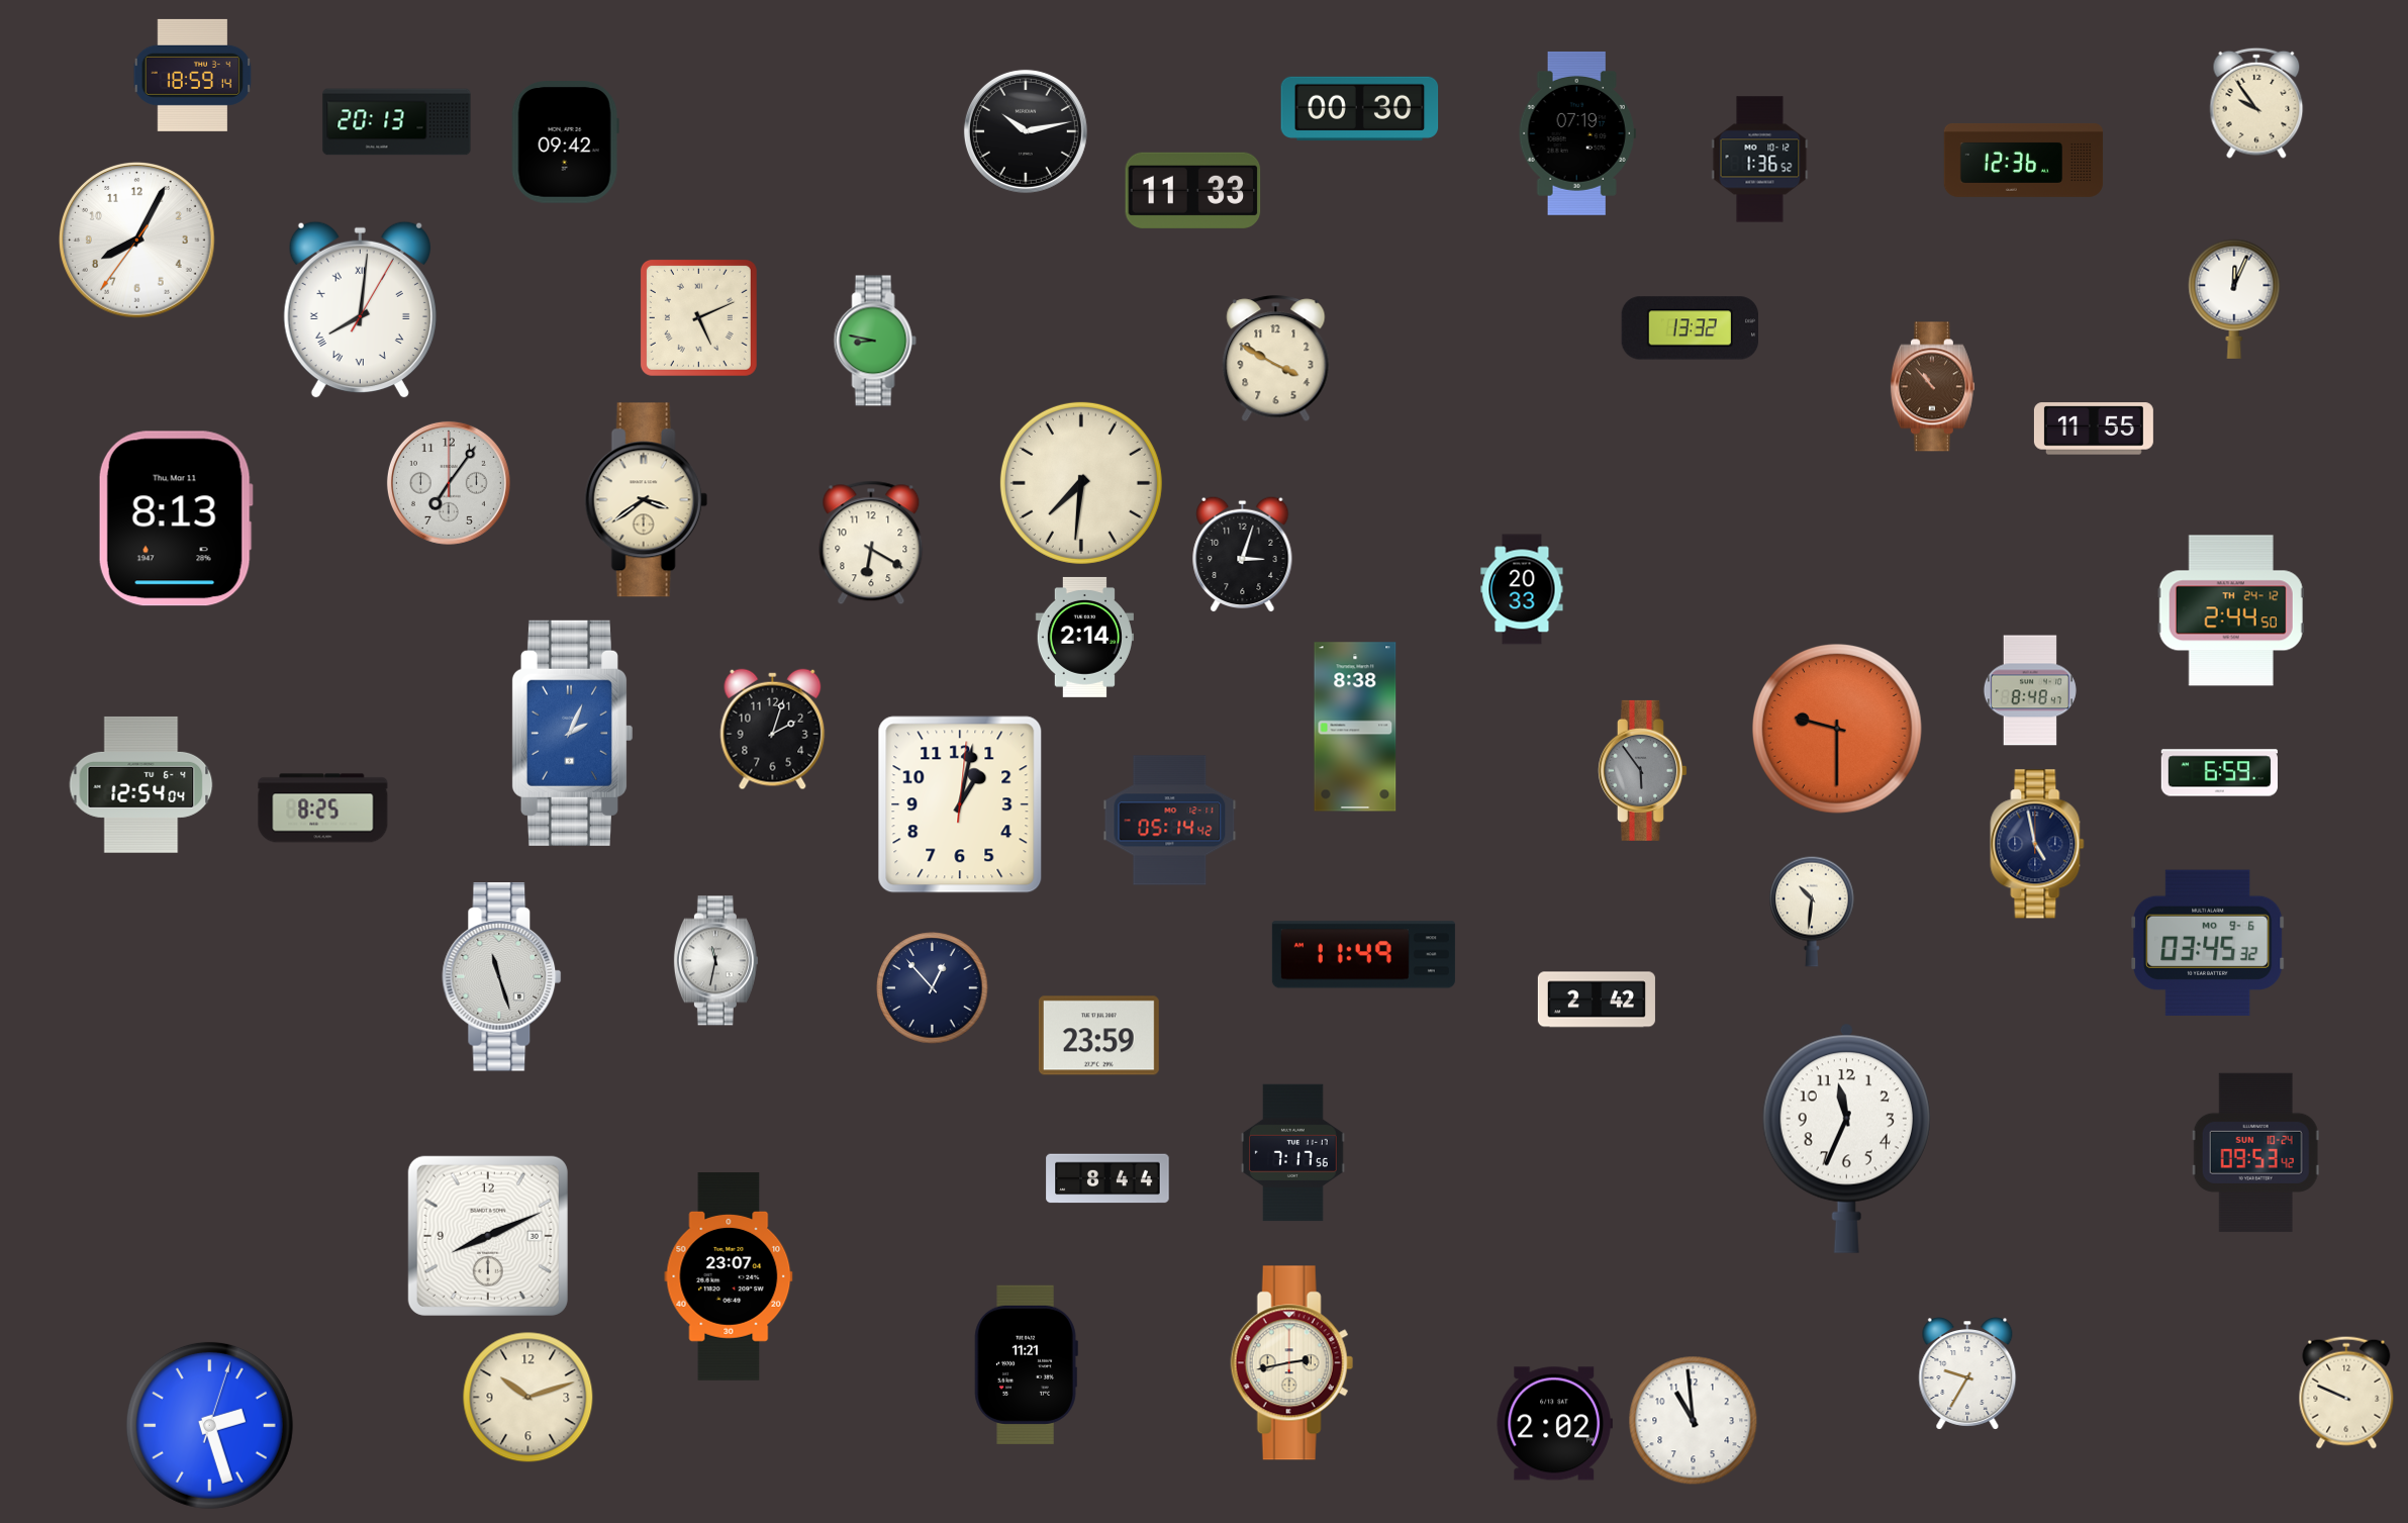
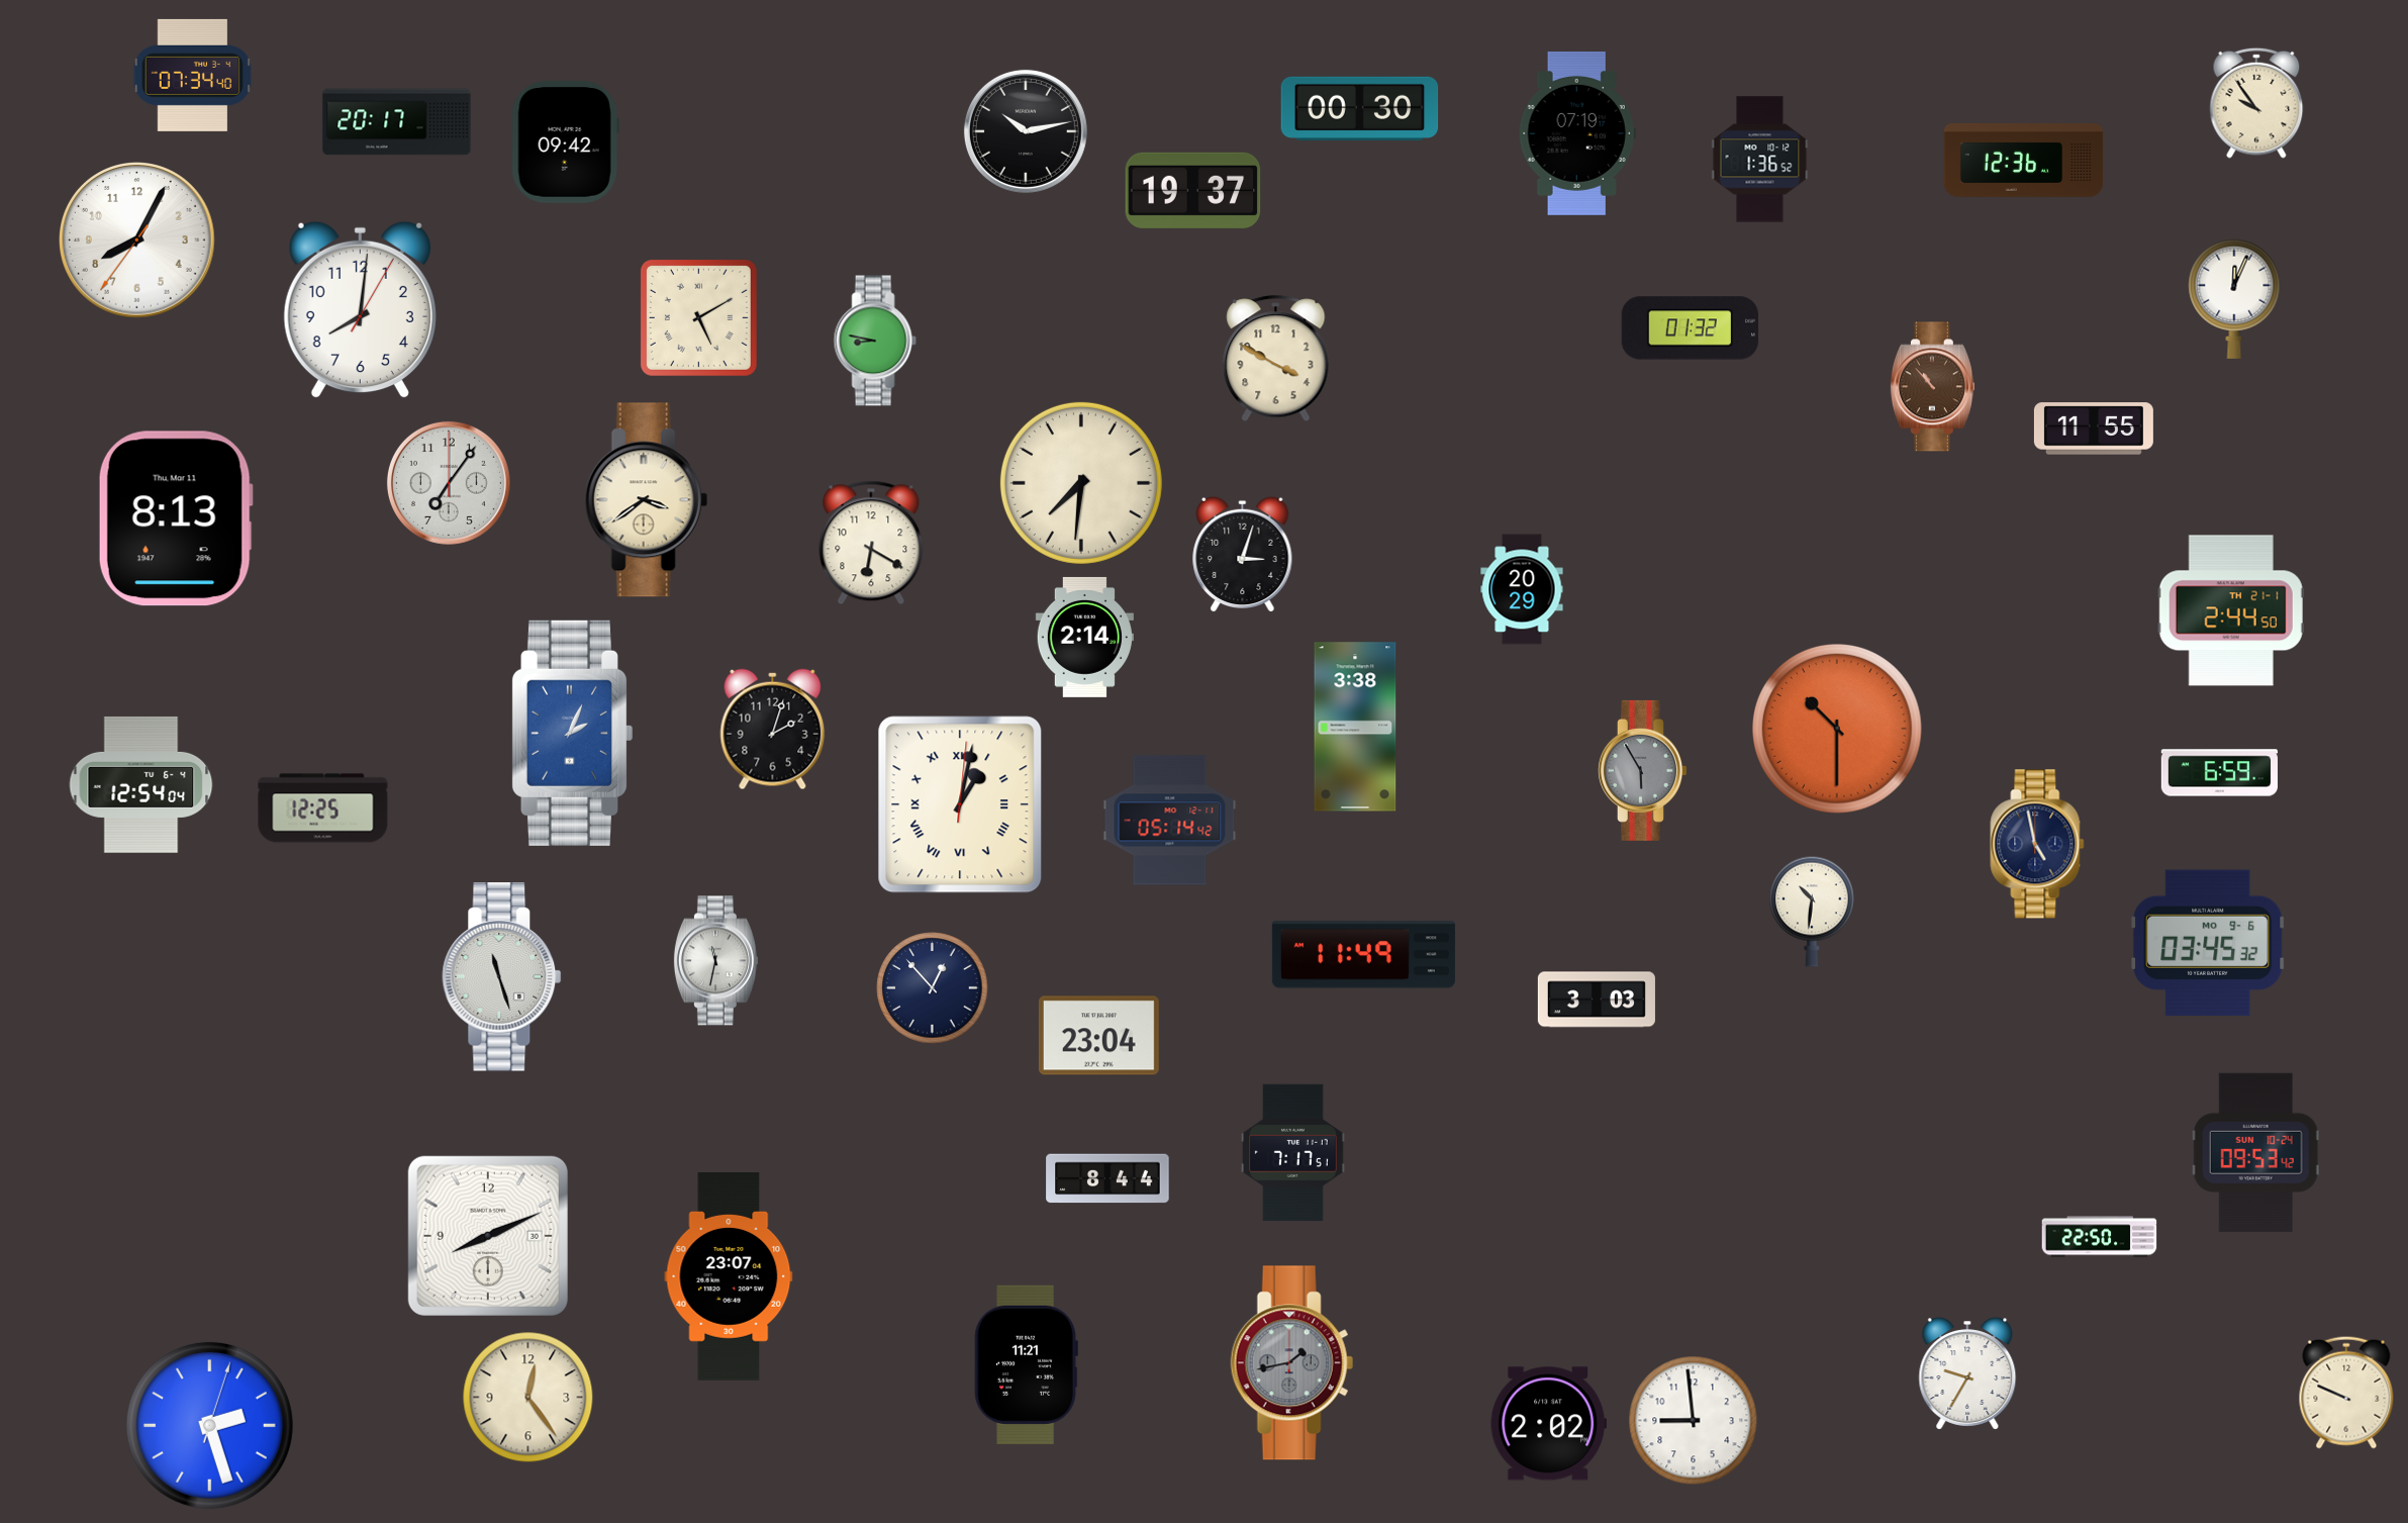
clock at (193, 75): 18:59 -> 07:34
clock at (397, 122): 20:13 -> 20:17
clock at (1193, 190): 11:33 -> 19:37
clock at (360, 310) numerals: Roman -> Arabic
clock at (698, 317): 5:11 -> 5:10
clock at (1691, 328): 13:32 -> 01:32
clock at (1522, 589): 20:33 -> 20:29
clock at (2231, 610) date: TH 24-12 -> TH 21-1
clock at (2030, 690): 8:48 -> none
clock at (1355, 727): 8:38 -> 3:38
clock at (1837, 729): 9:30 -> 10:30
clock at (1642, 770): 5:54 -> 5:55
clock at (960, 804) numerals: Arabic -> Roman
clock at (323, 808): 8:25 -> 12:25
clock at (1597, 1000): 2:42 -> 3:03
clock at (1098, 1036): 23:59 -> 23:04
clock at (1846, 1138): 11:34 -> none
clock at (1293, 1153): 7:17:56 -> 7:17:51
clock at (2100, 1237): none -> 22:50
clock at (1291, 1363): 2:43 -> 1:43
clock at (1291, 1363) dial: cream -> grey
clock at (528, 1398): 10:12 -> 12:24
clock at (1694, 1421): 10:59 -> 8:59
clock at (1554, 1424) position: (1554, 1424) -> (1548, 1424)
